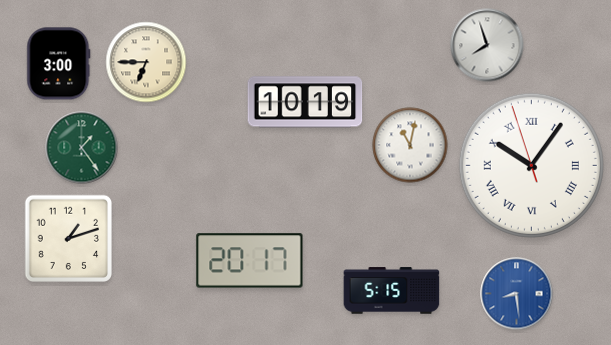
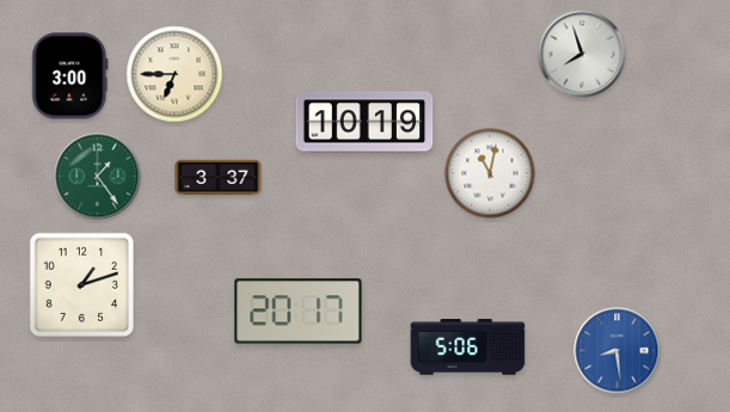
clock at (219, 178): none -> 3:37
clock at (531, 165): 10:05 -> none
clock at (392, 291): 5:15 -> 5:06
